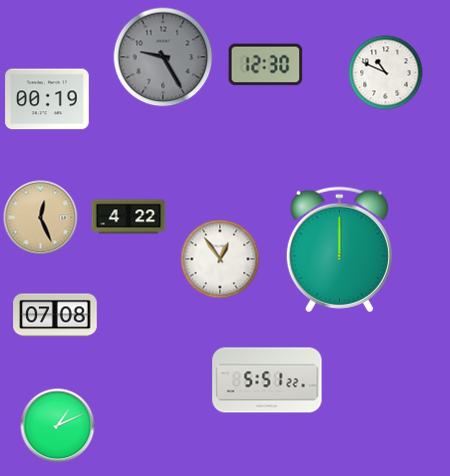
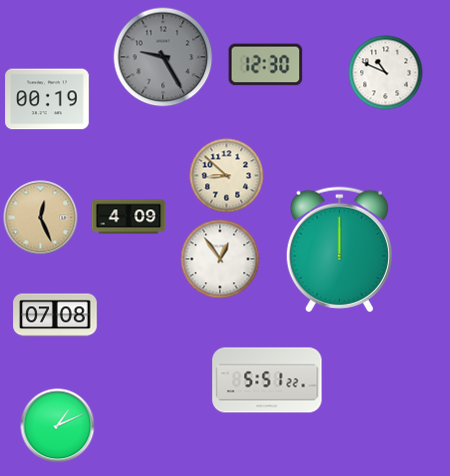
clock at (227, 176): none -> 8:52
clock at (129, 217): 4:22 -> 4:09
